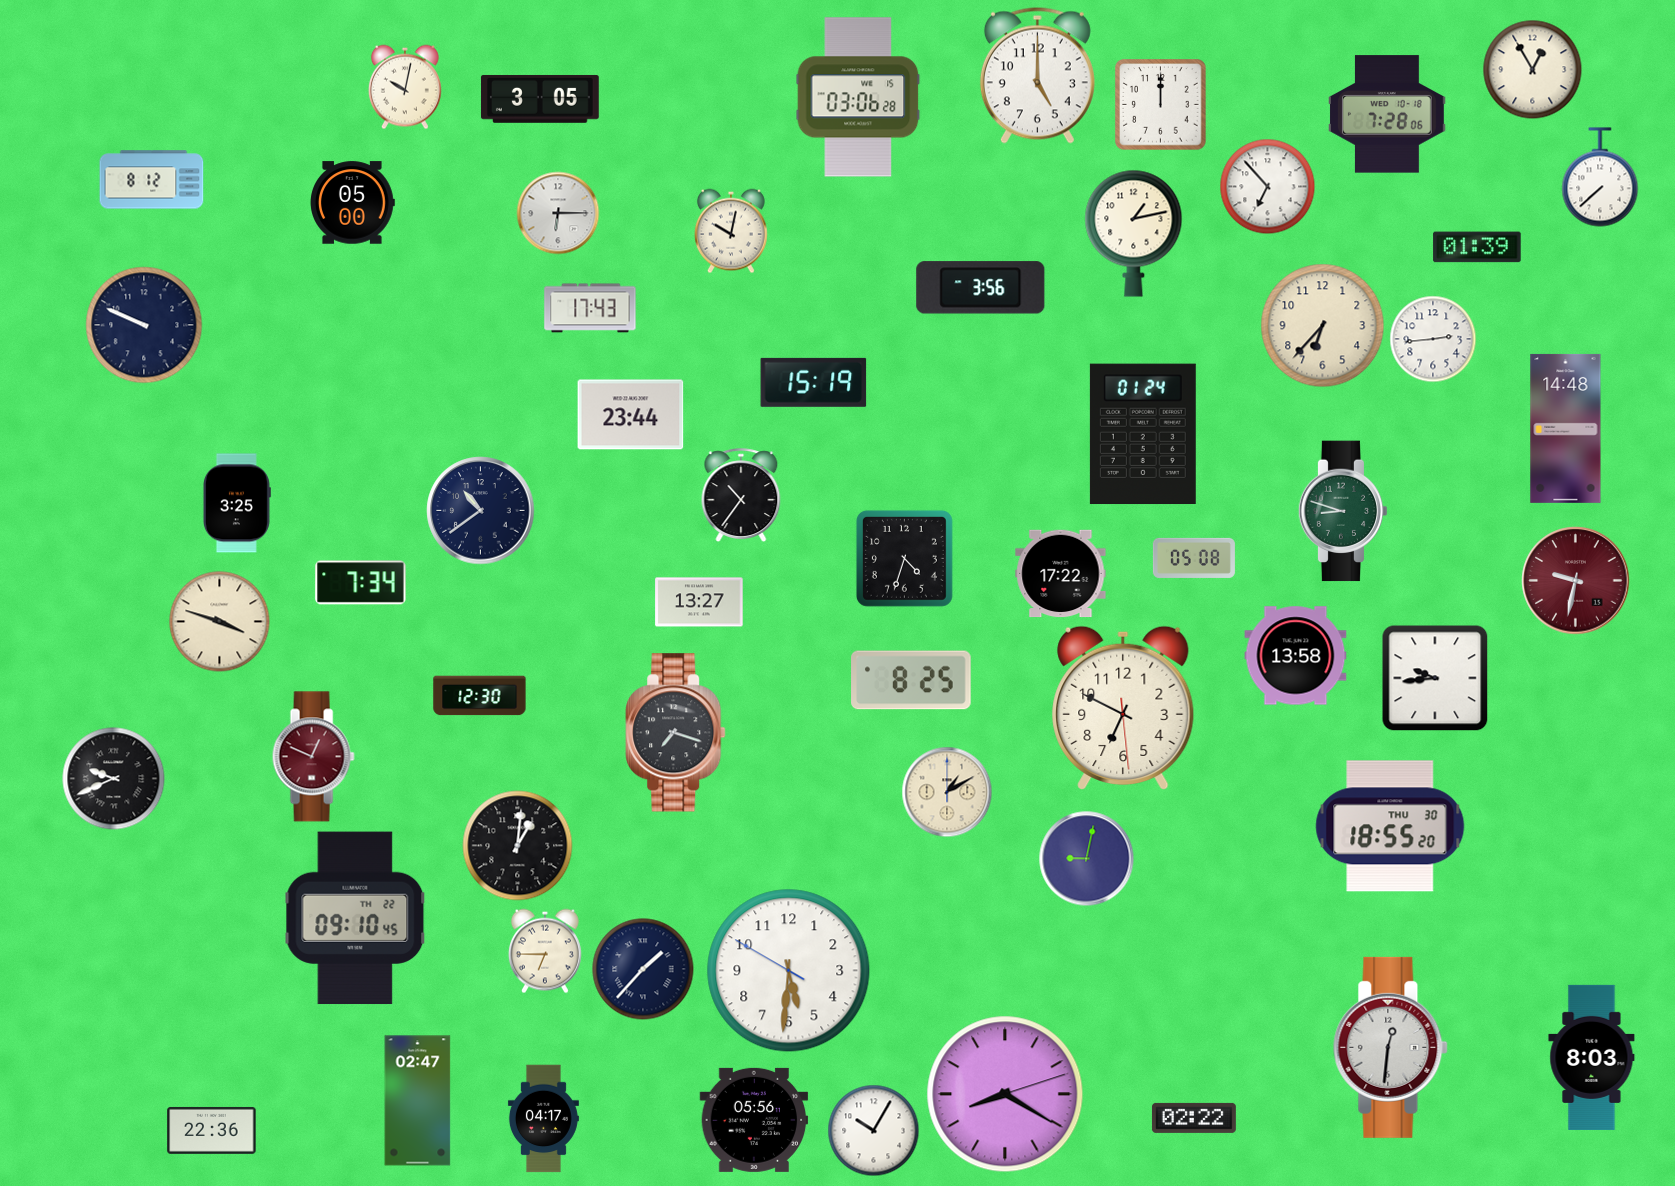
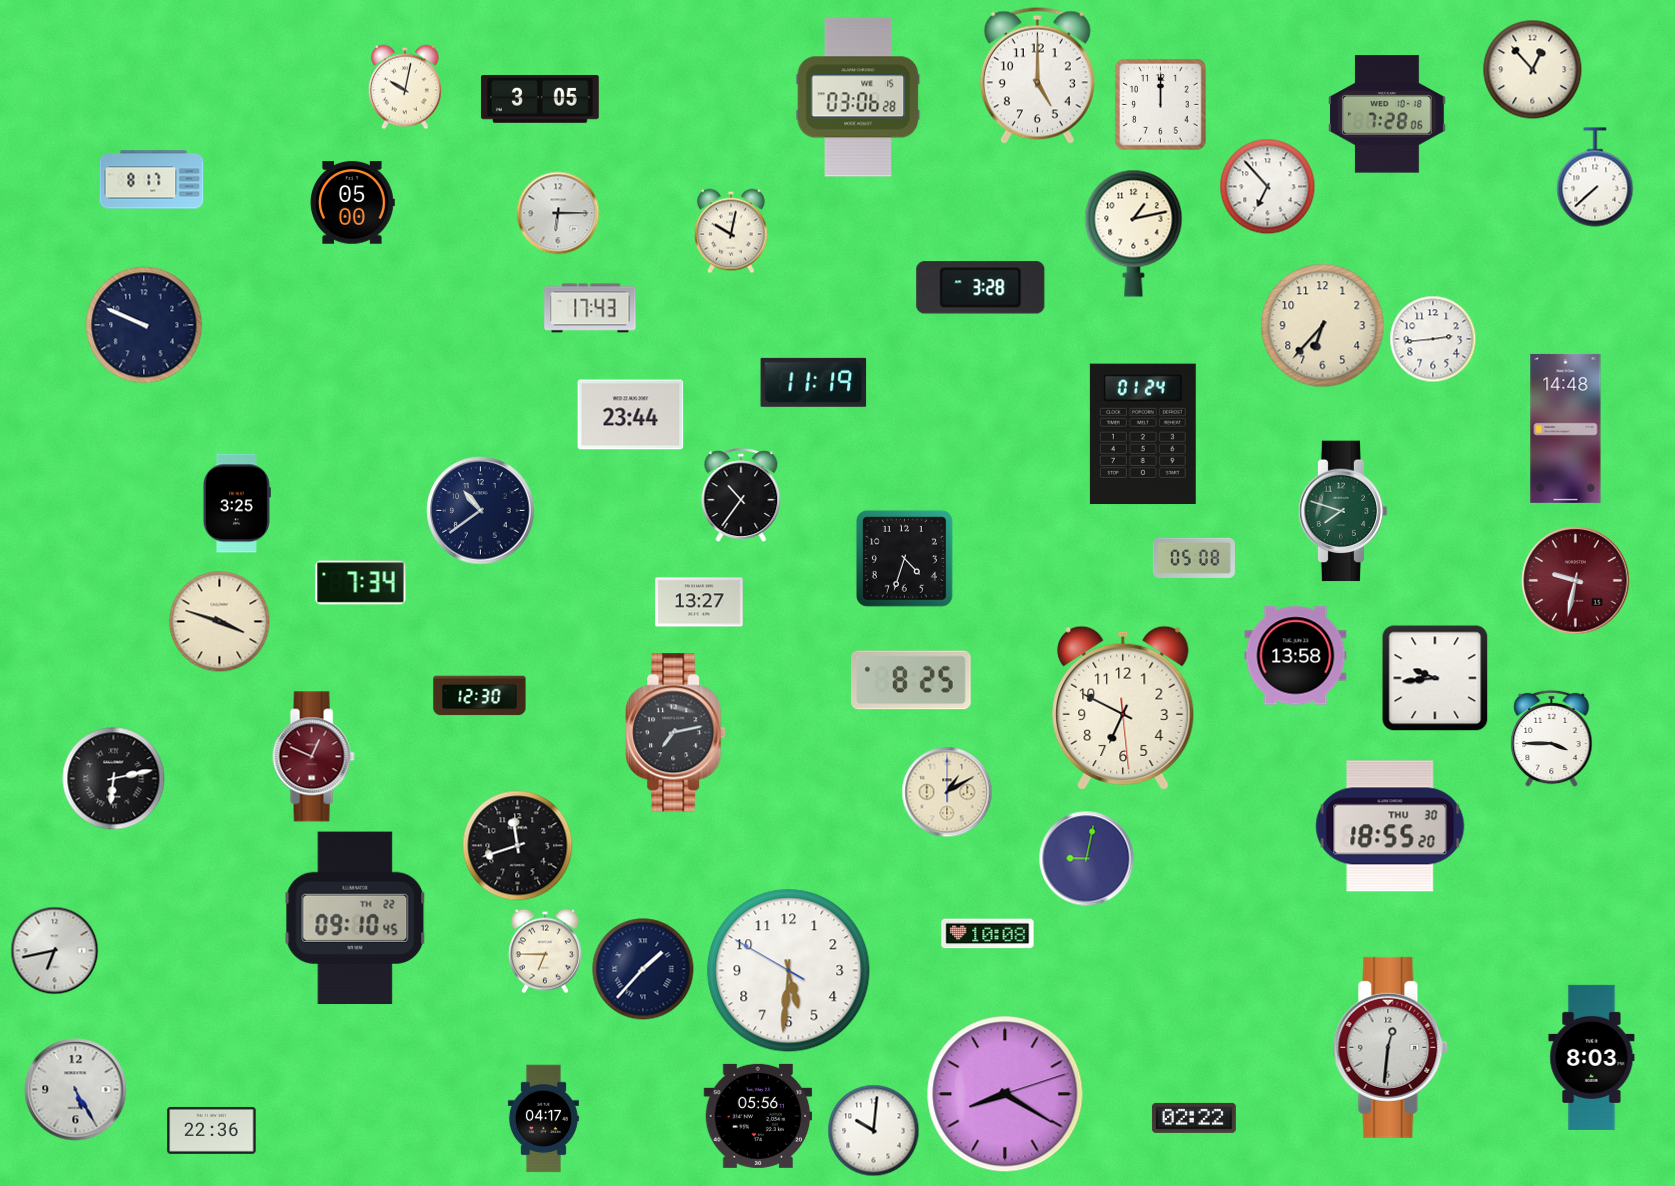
clock at (1533, 70): 12:55 -> 12:53
clock at (1600, 177) position: (1600, 177) -> (1595, 177)
clock at (152, 180): 8:12 -> 8:17
clock at (1477, 247): 01:39 -> none
clock at (981, 288): 3:56 -> 3:28
clock at (814, 382): 15:19 -> 11:19
clock at (1343, 511): 8:48 -> 7:48
clock at (1061, 574): 17:22 -> none
clock at (676, 733): 7:18 -> 7:13
clock at (1552, 739): none -> 3:45
clock at (114, 779): 9:41 -> 6:13
clock at (518, 846): 1:01 -> 11:42
clock at (988, 934): none -> 10:08
clock at (55, 951): none -> 6:43
clock at (76, 1090): none -> 5:25
clock at (418, 1101): 02:47 -> none
clock at (754, 1120) position: (754, 1120) -> (758, 1116)
clock at (874, 1131): 10:05 -> 10:01
